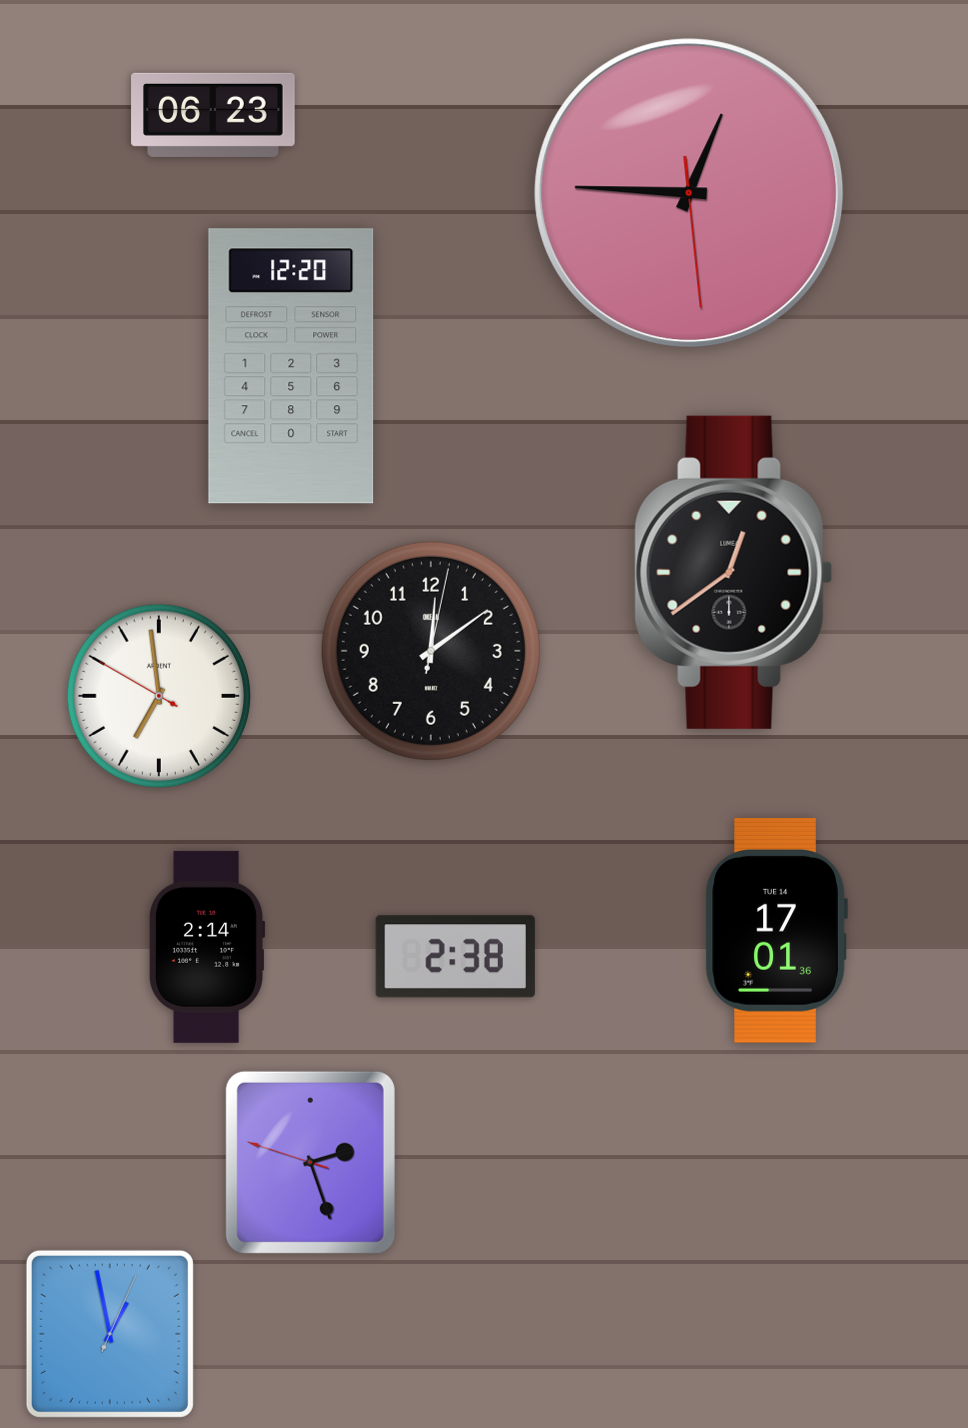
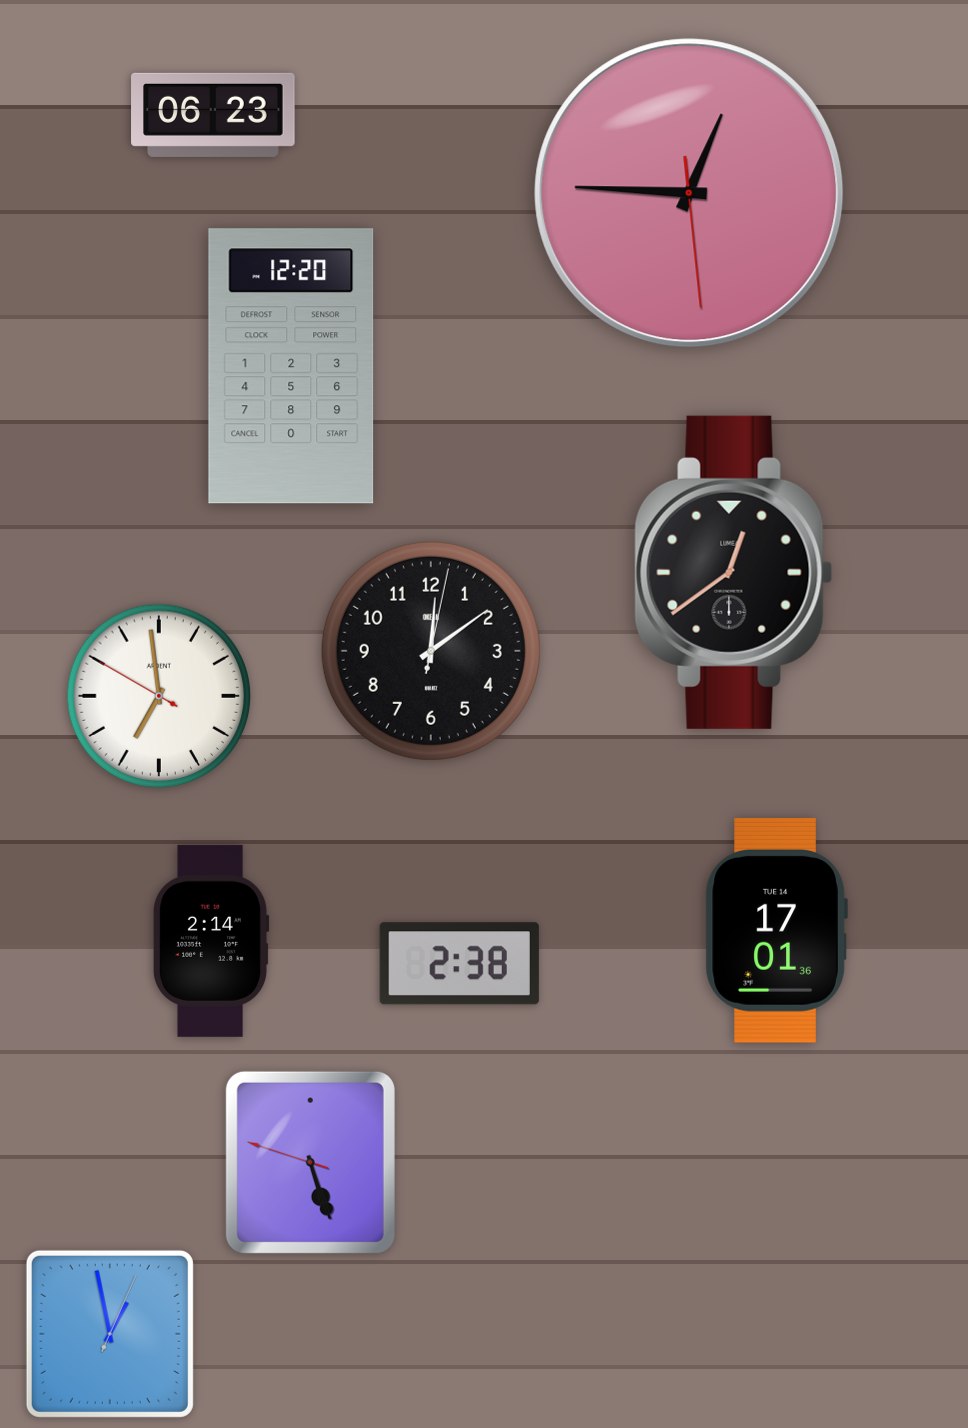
clock at (207, 947) position: (207, 947) -> (211, 941)
clock at (455, 957) position: (455, 957) -> (459, 964)
clock at (310, 1162): 2:26 -> 5:26
